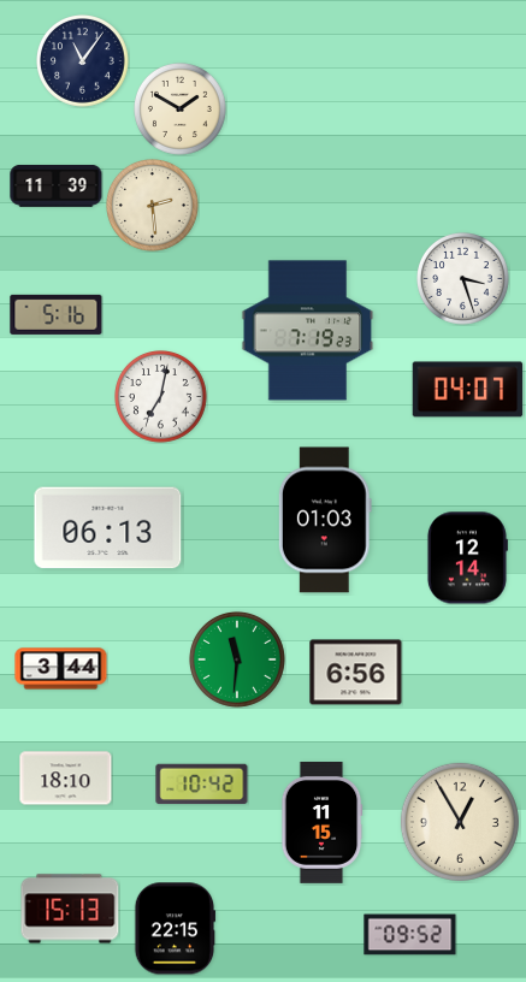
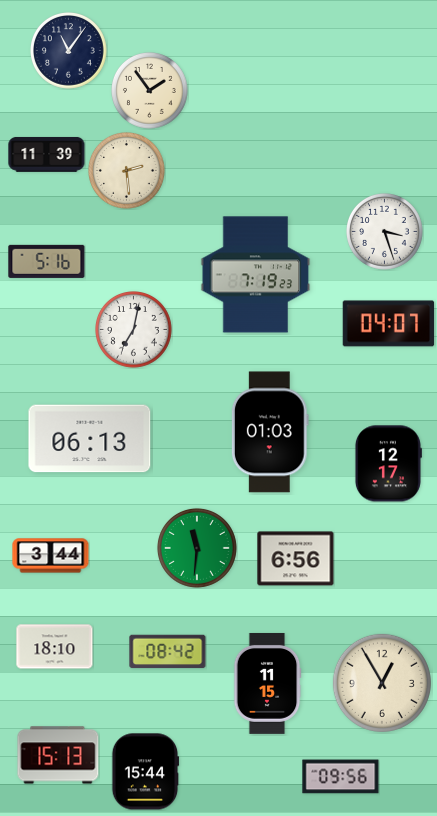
clock at (181, 110): 1:50 -> 1:54
clock at (467, 558): 12:14 -> 12:17
clock at (202, 785): 10:42 -> 08:42
clock at (175, 929): 22:15 -> 15:44
clock at (410, 935): 09:52 -> 09:56
